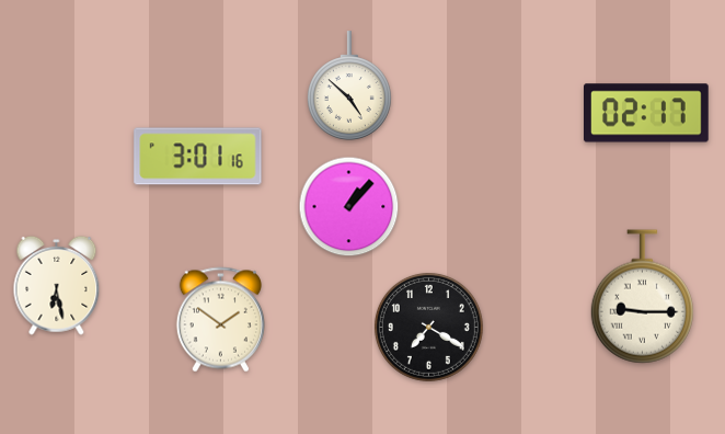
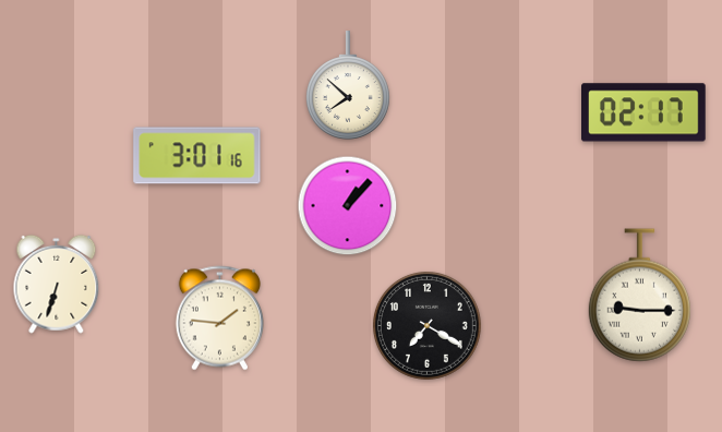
clock at (349, 85): 4:52 -> 7:52
clock at (57, 285): 6:28 -> 6:33
clock at (220, 320): 1:51 -> 1:46
